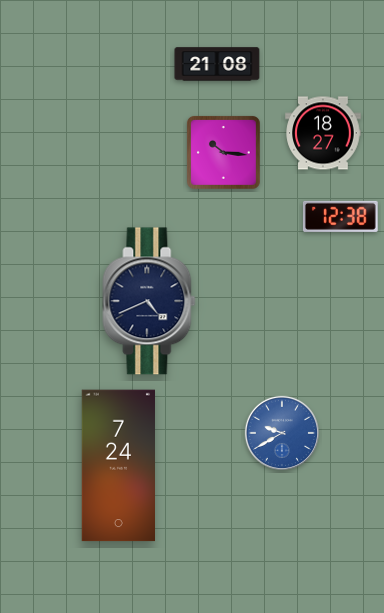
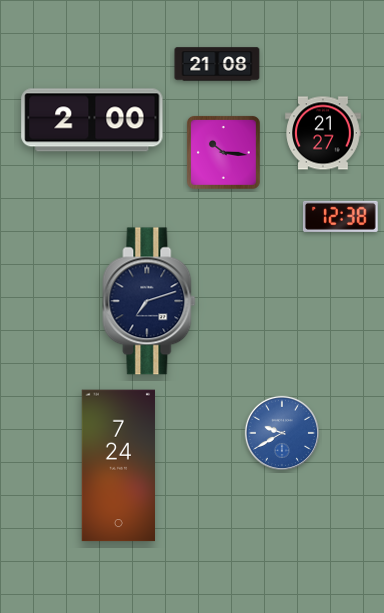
clock at (92, 120): none -> 2:00
clock at (323, 133): 18:27 -> 21:27
clock at (149, 301): 4:41 -> 7:12
